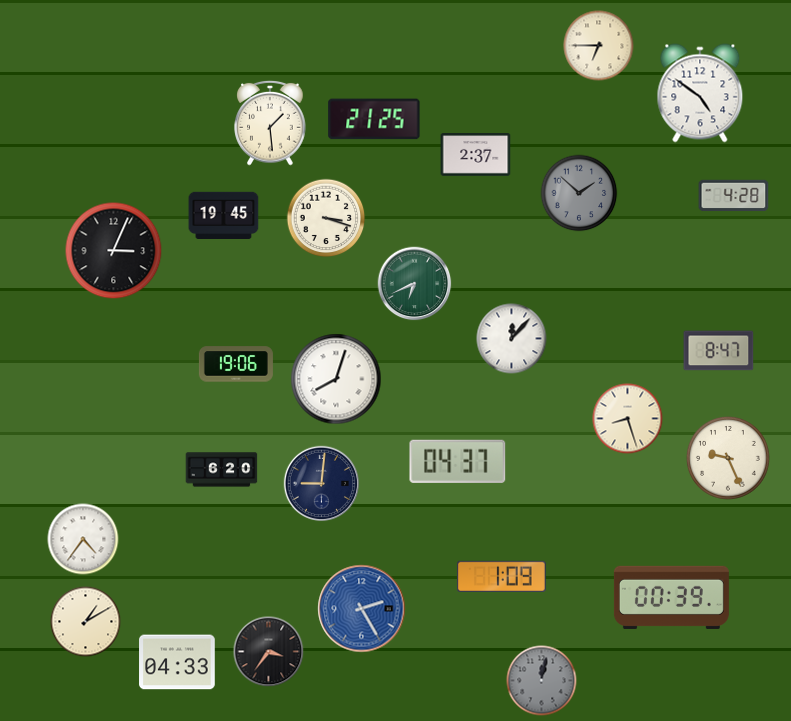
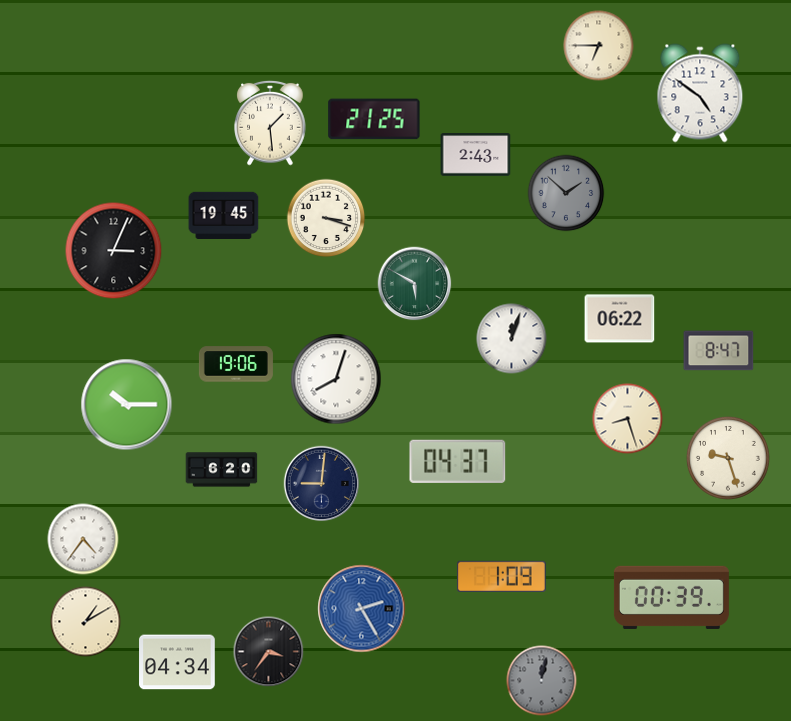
clock at (476, 155): 2:37 -> 2:43
clock at (579, 193) position: (579, 193) -> (566, 193)
clock at (734, 196): 4:28 -> none
clock at (415, 284): 6:41 -> 5:50
clock at (620, 319): none -> 06:22
clock at (512, 339): 12:07 -> 12:03
clock at (127, 405): none -> 10:15
clock at (728, 458): 9:26 -> 9:27
clock at (177, 662): 04:33 -> 04:34
